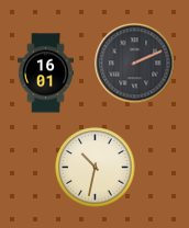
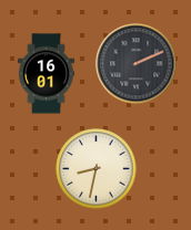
clock at (96, 168): 10:32 -> 8:32
